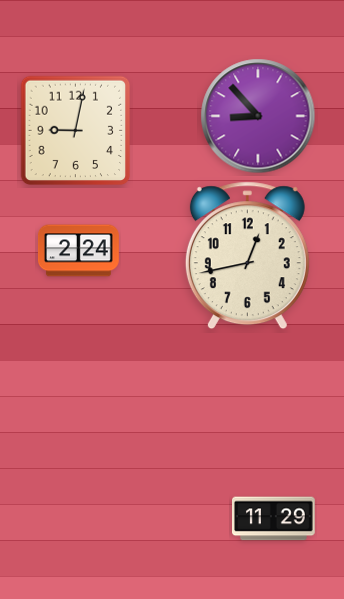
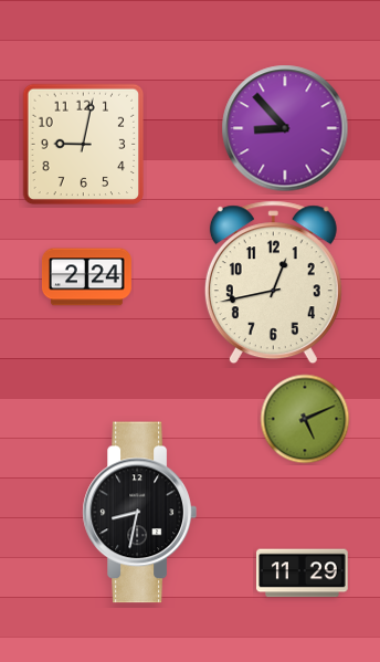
clock at (305, 419): none -> 5:11
clock at (139, 513): none -> 8:32
